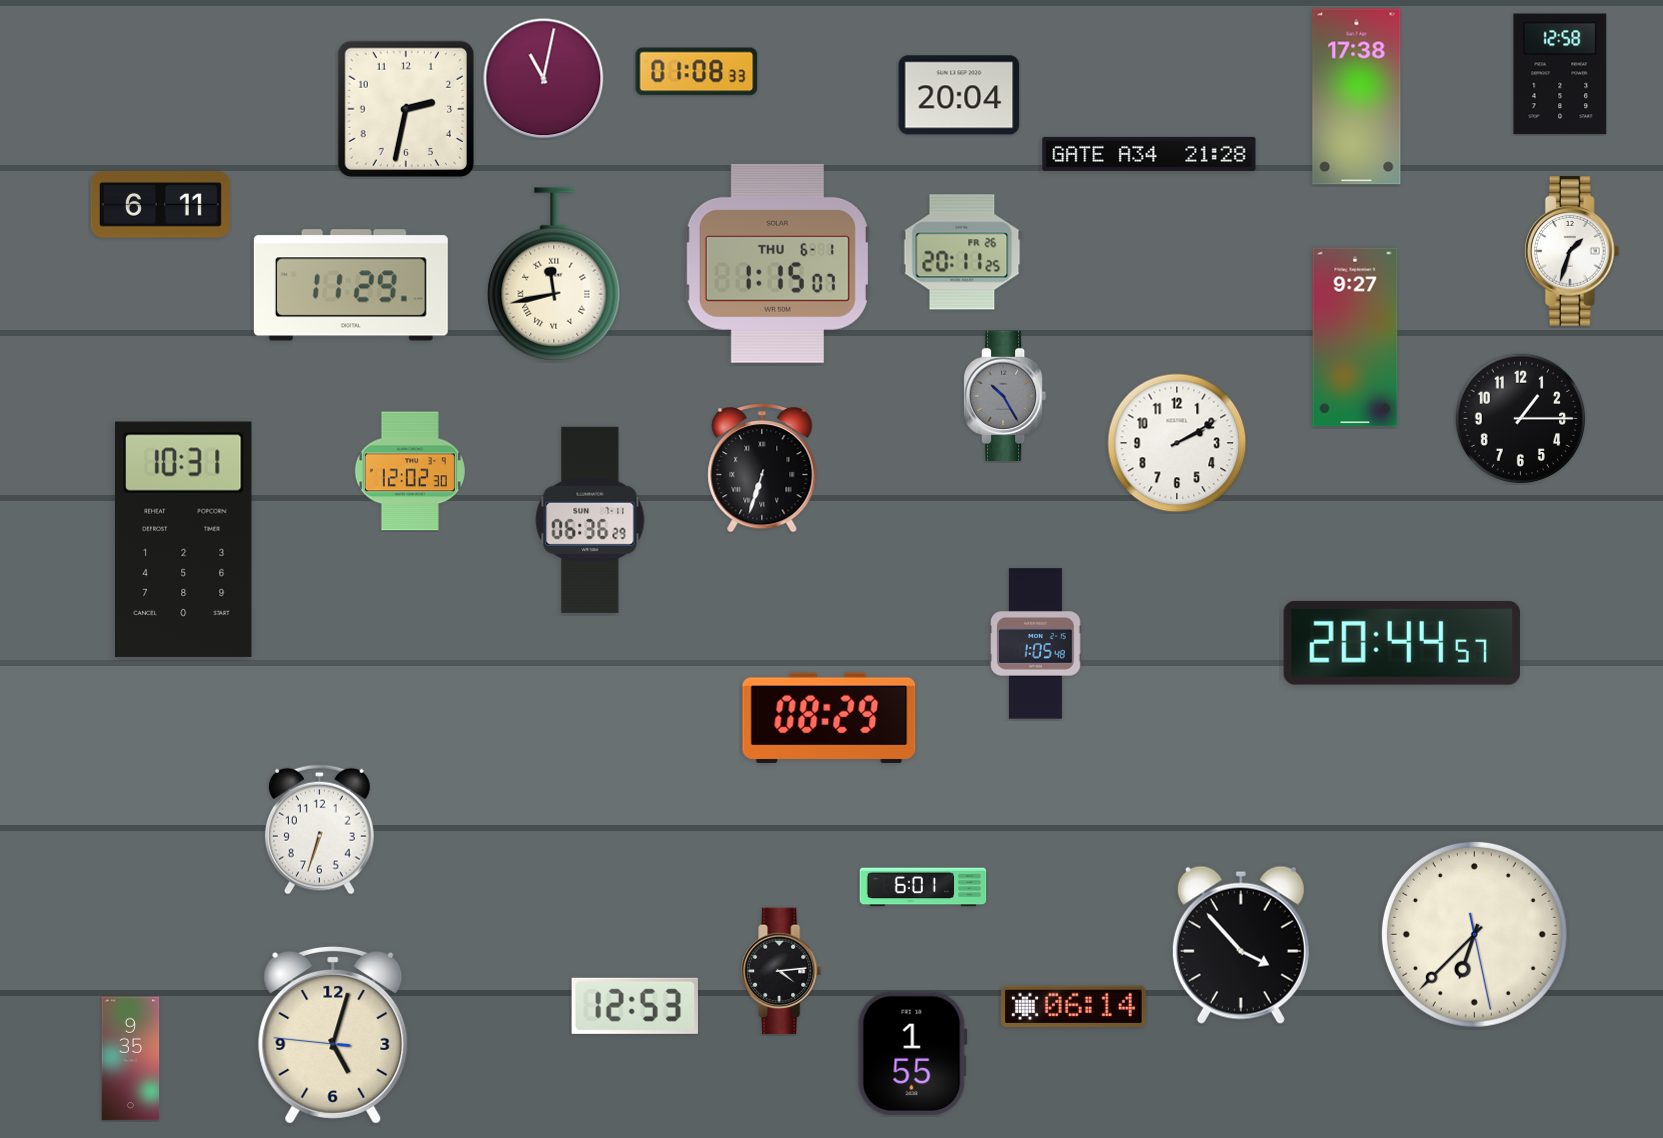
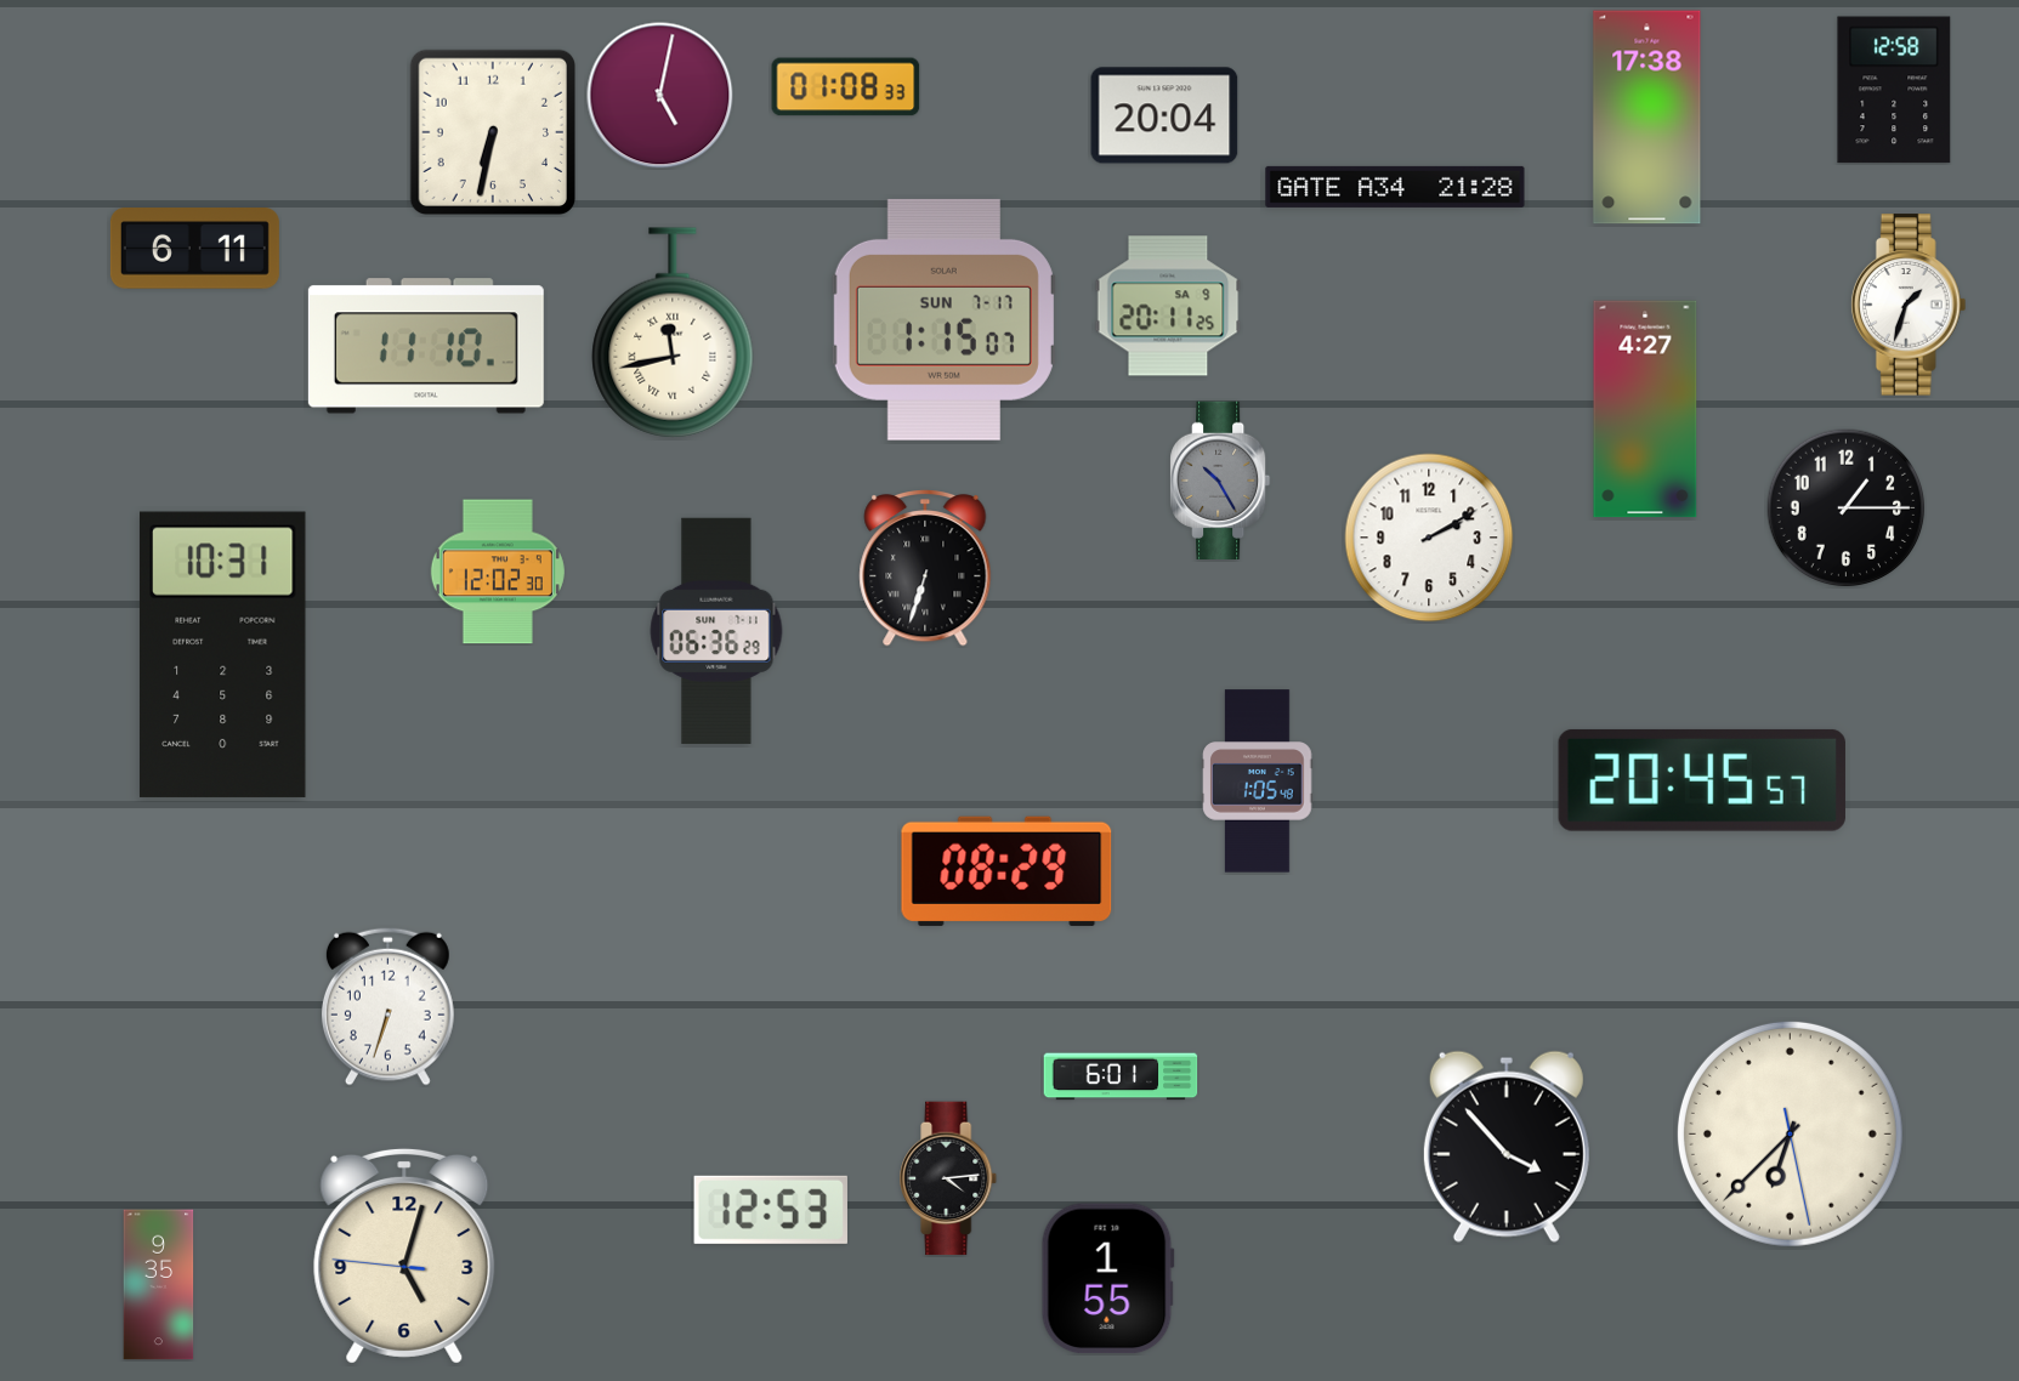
clock at (544, 79): 11:02 -> 5:02
clock at (405, 108): 2:32 -> 6:32
clock at (962, 252) date: FR 26 -> SA 9
clock at (777, 263) date: THU 6-1 -> SUN 7-17
clock at (351, 285): 11:29 -> 11:10
clock at (1355, 337): 9:27 -> 4:27
clock at (1402, 643): 20:44 -> 20:45
clock at (634, 1006) position: (634, 1006) -> (770, 1210)
clock at (1074, 1007): 06:14 -> none
